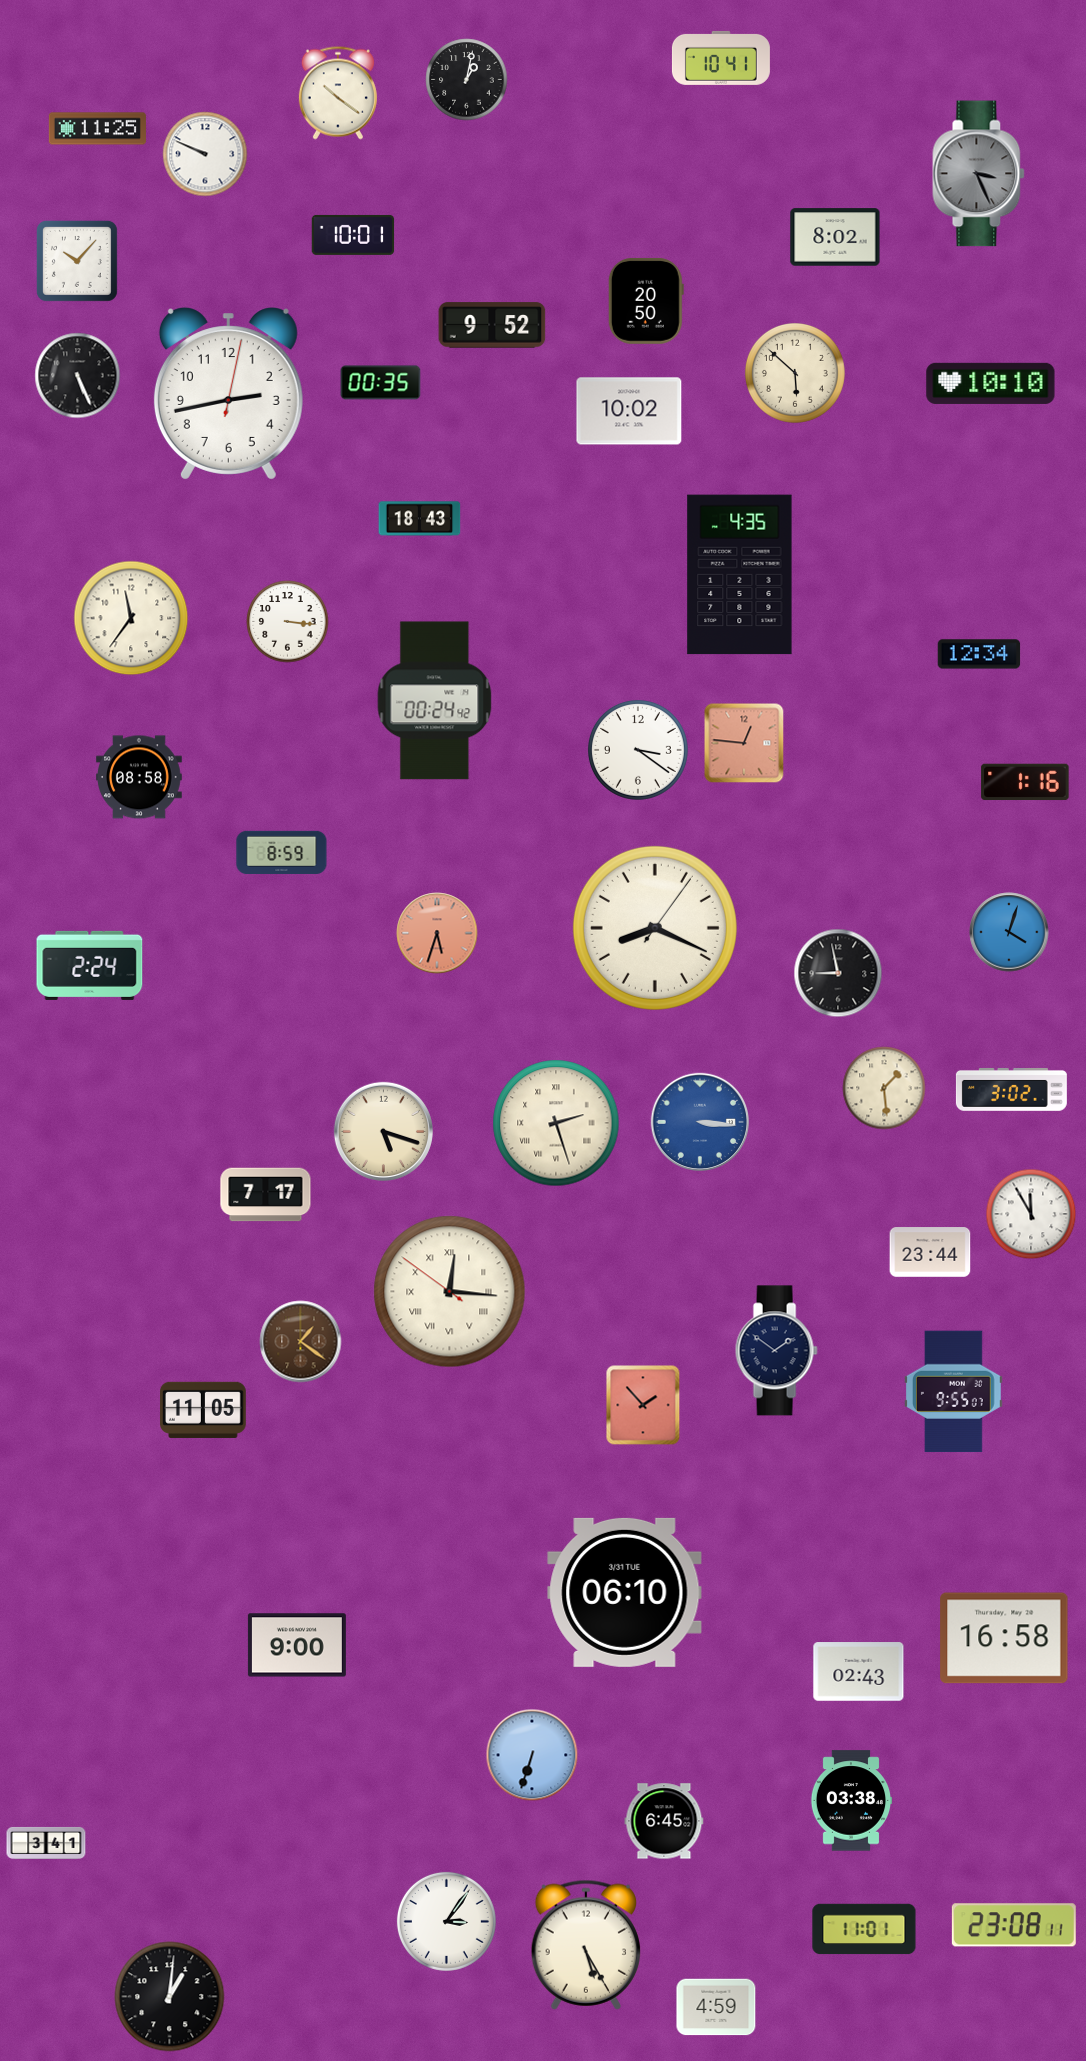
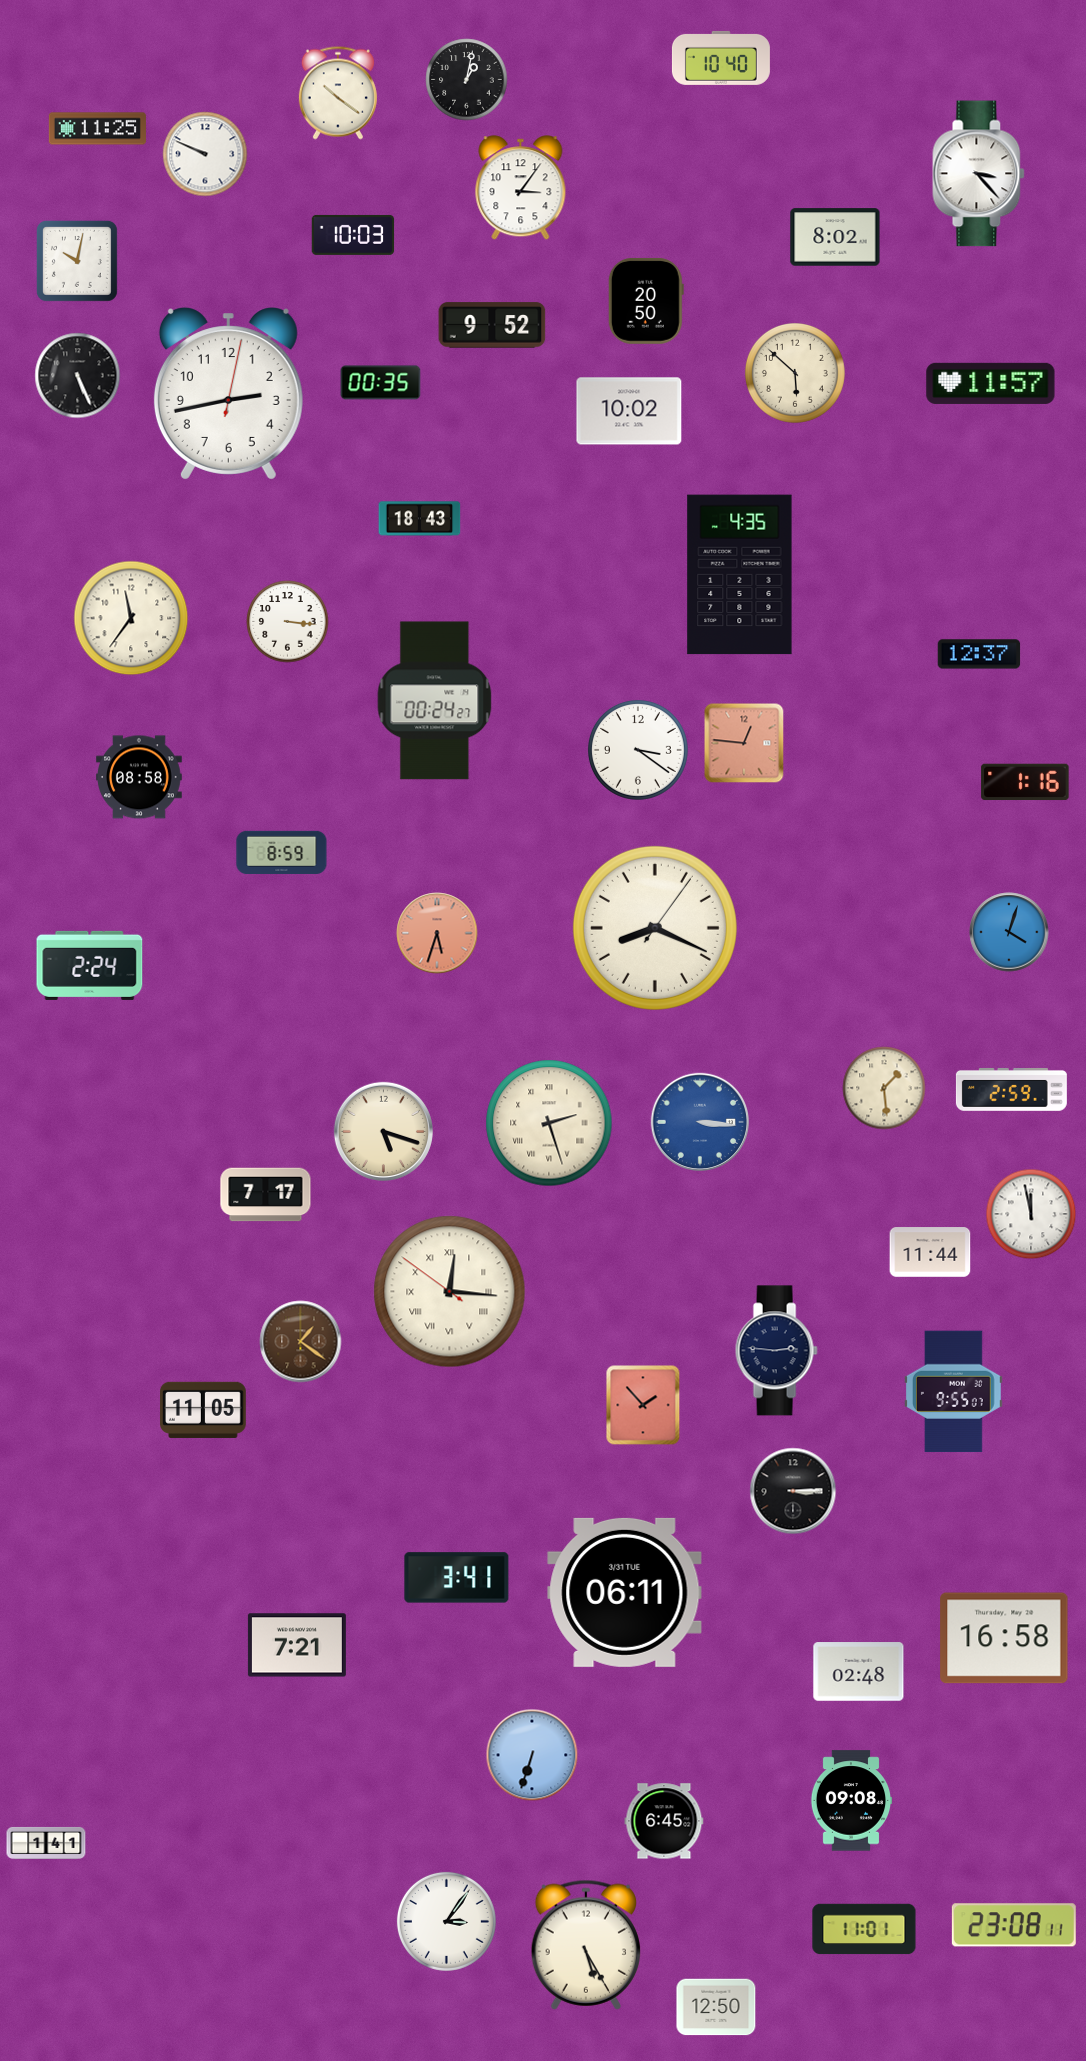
clock at (721, 58): 10:41 -> 10:40
clock at (979, 174): 3:26 -> 3:23
clock at (979, 174) dial: grey -> white
clock at (521, 188): none -> 3:06
clock at (353, 235): 10:01 -> 10:03
clock at (77, 261): 10:07 -> 10:02
clock at (991, 383): 10:10 -> 11:57
clock at (979, 654): 12:34 -> 12:37
clock at (435, 701): 00:24:42 -> 00:24:27
clock at (838, 973): 8:58 -> none
clock at (1011, 1089): 3:02 -> 2:59
clock at (556, 1123) position: (556, 1123) -> (549, 1123)
clock at (1031, 1214): 11:55 -> 11:58
clock at (930, 1252): 23:44 -> 11:44
clock at (776, 1351): 1:51 -> 2:46
clock at (793, 1491): none -> 3:15
clock at (457, 1578): none -> 3:41
clock at (625, 1592): 06:10 -> 06:11
clock at (297, 1645): 9:00 -> 7:21
clock at (859, 1672): 02:43 -> 02:48
clock at (851, 1801): 03:38 -> 09:08
clock at (46, 1843): 3:41 -> 1:41
clock at (170, 1997): 1:01 -> none
clock at (716, 2007): 4:59 -> 12:50
